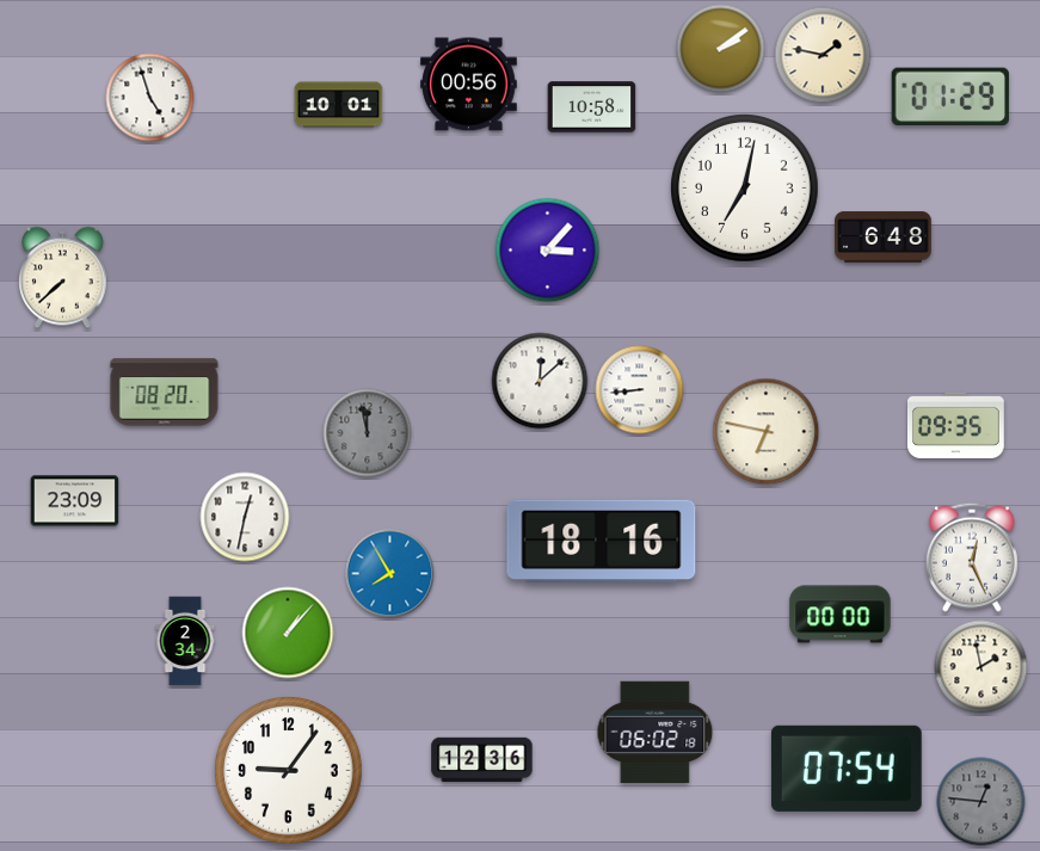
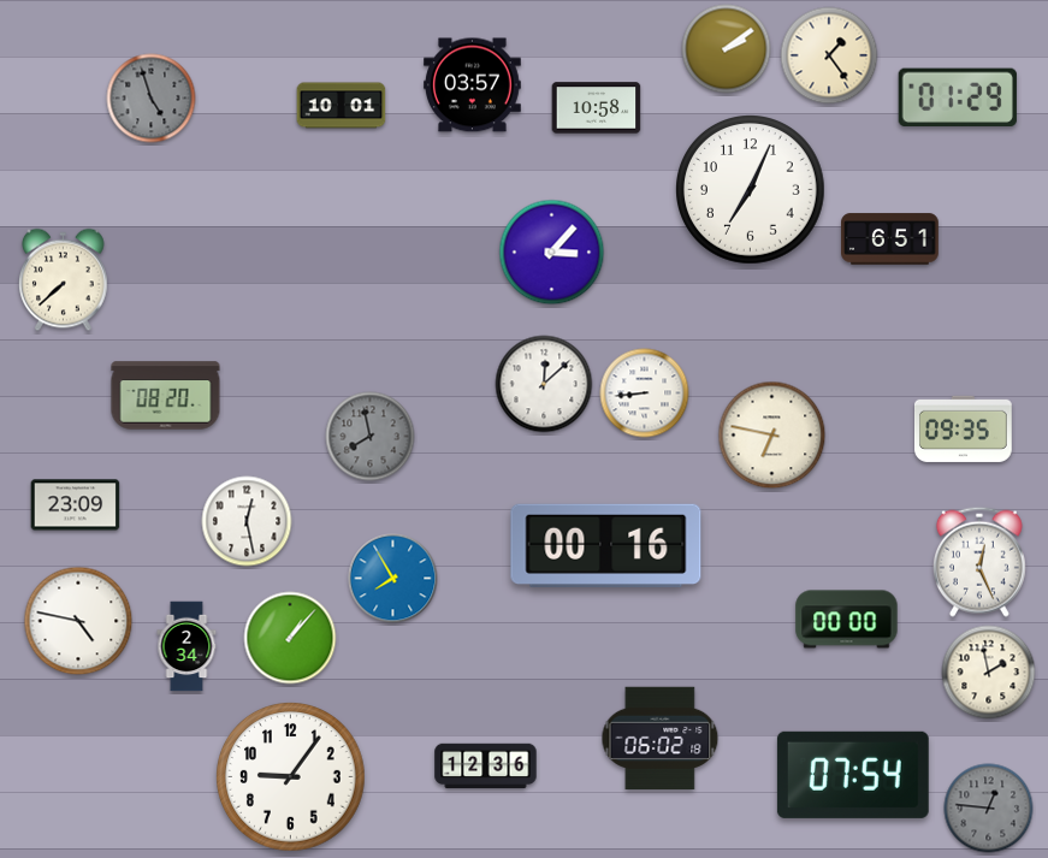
clock at (823, 55): 1:47 -> 1:24
clock at (469, 85): 00:56 -> 03:57
clock at (150, 98) dial: white -> grey
clock at (745, 189): 7:02 -> 7:04
clock at (884, 238): 6:48 -> 6:51
clock at (368, 433): 11:58 -> 7:58
clock at (245, 517): 12:32 -> 12:28
clock at (602, 542): 18:16 -> 00:16
clock at (78, 621): none -> 4:47
